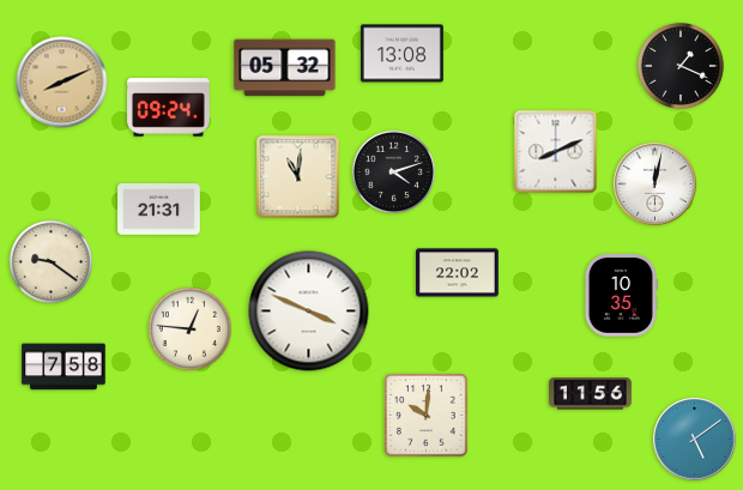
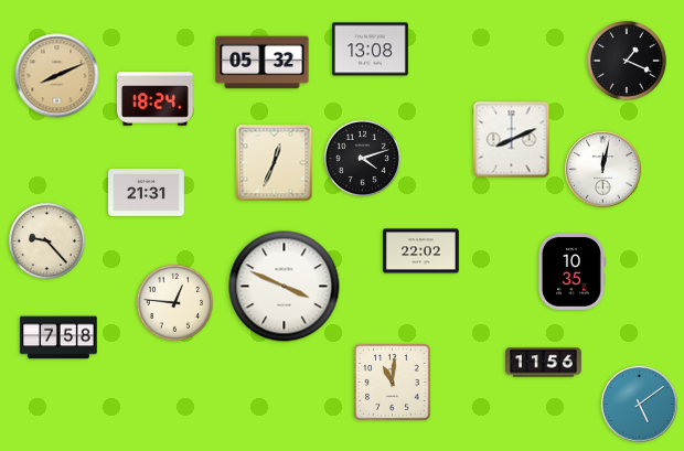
clock at (169, 108): 09:24 -> 18:24
clock at (298, 177): 11:01 -> 12:34
clock at (50, 261): 9:21 -> 9:23
clock at (427, 416): 10:01 -> 11:01
